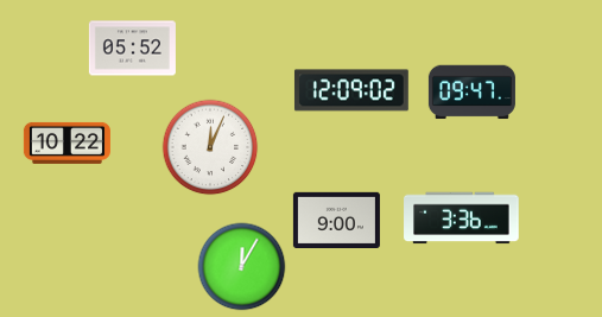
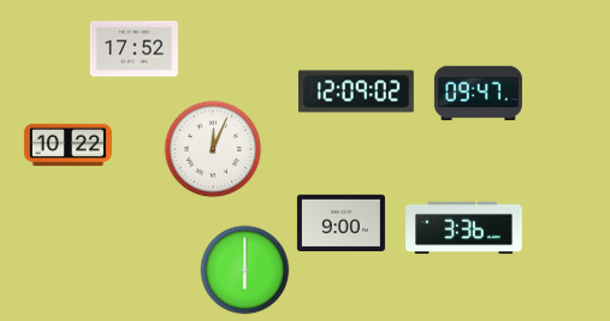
clock at (132, 49): 05:52 -> 17:52
clock at (462, 218) position: (462, 218) -> (464, 228)
clock at (242, 267): 12:05 -> 6:00
